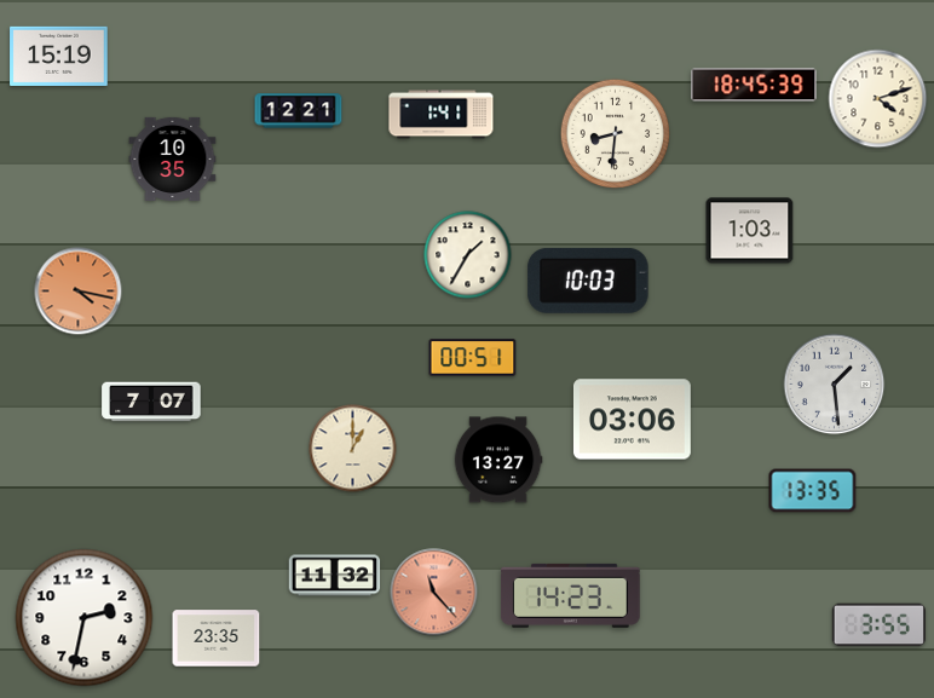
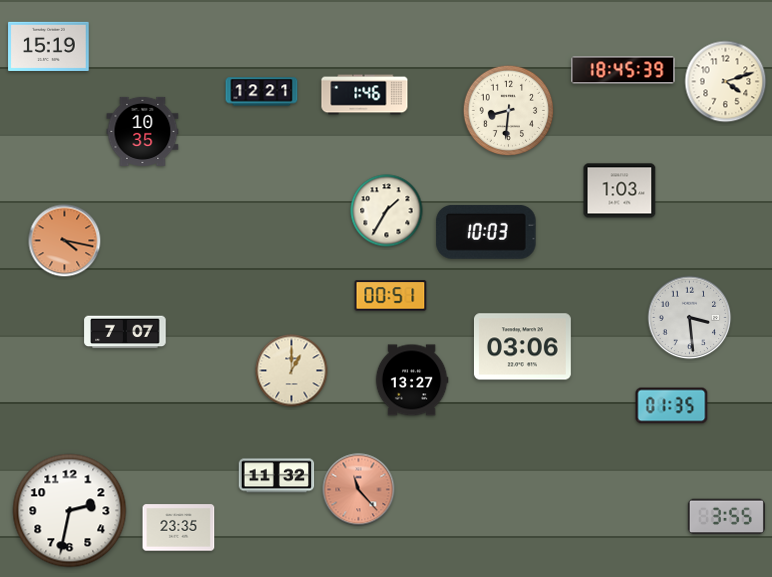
clock at (299, 111) position: (299, 111) -> (262, 92)
clock at (442, 115): 1:41 -> 1:46
clock at (835, 385): 1:29 -> 3:29
clock at (813, 491): 13:35 -> 01:35
clock at (570, 595): 14:23 -> none
